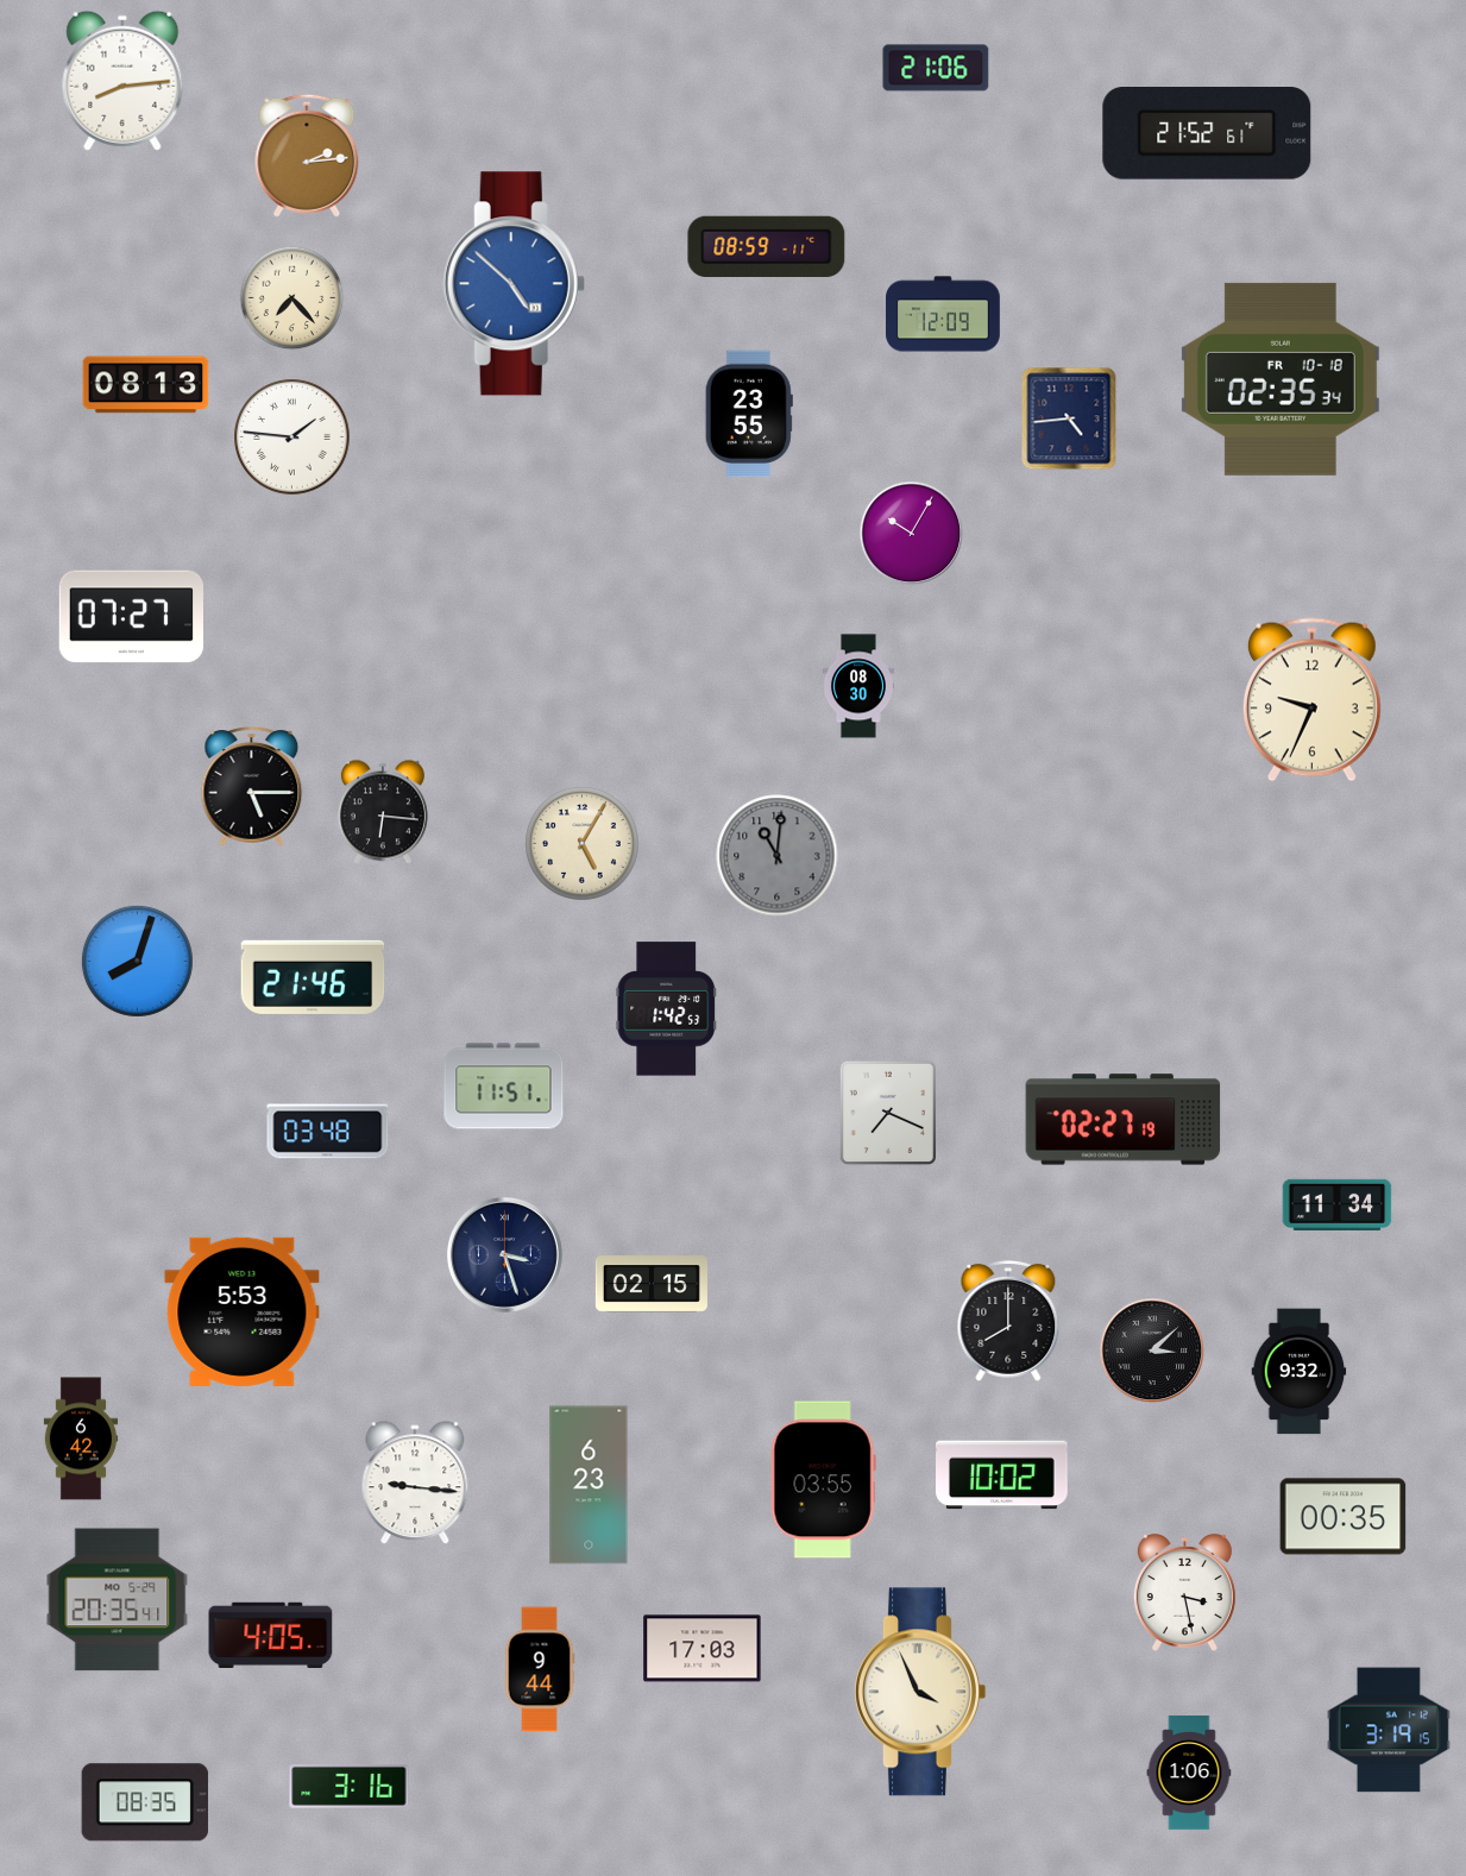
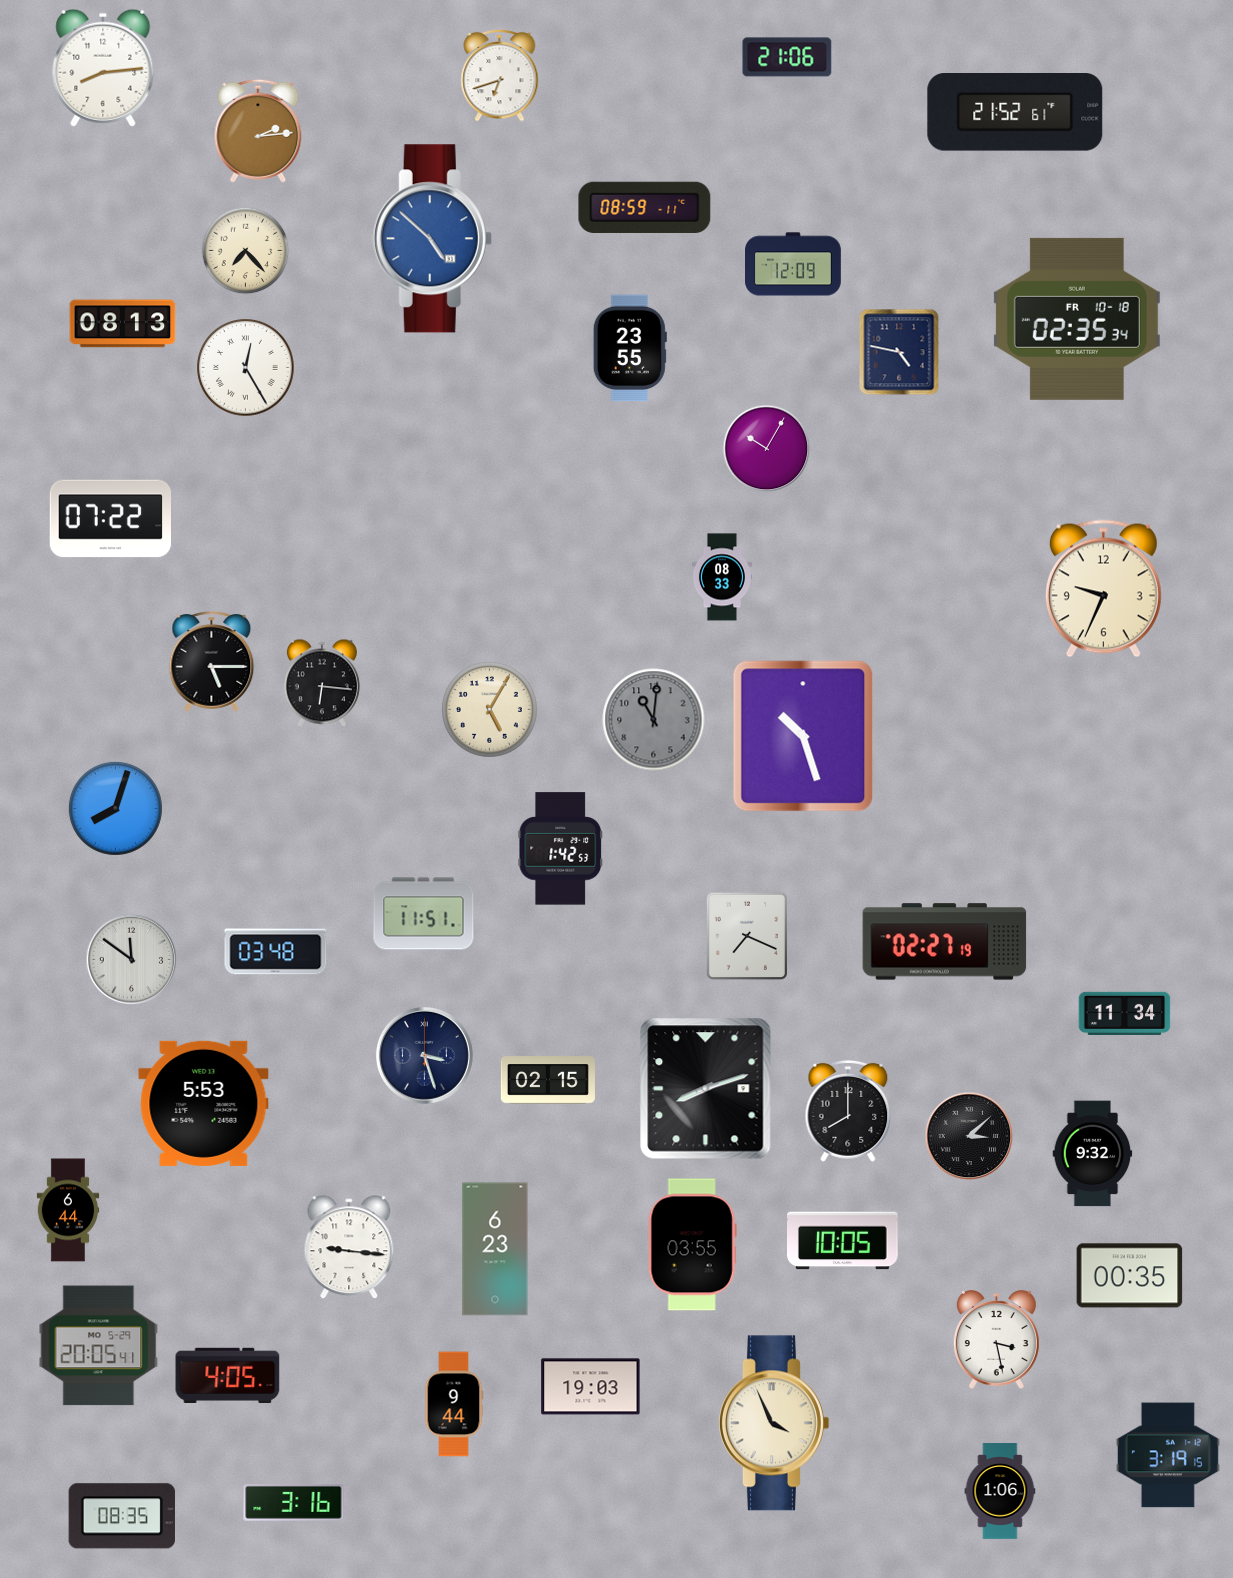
clock at (500, 75): none -> 6:42
clock at (1069, 418): 4:44 -> 4:47
clock at (292, 437): 1:46 -> 12:25
clock at (131, 617): 07:27 -> 07:22
clock at (858, 686): 08:30 -> 08:33
clock at (803, 736): none -> 10:27
clock at (313, 977): 21:46 -> none
clock at (132, 960): none -> 11:51
clock at (706, 1089): none -> 8:12
clock at (81, 1439): 6:42 -> 6:44
clock at (1002, 1475): 10:02 -> 10:05
clock at (118, 1600): 20:35 -> 20:05
clock at (703, 1649): 17:03 -> 19:03
